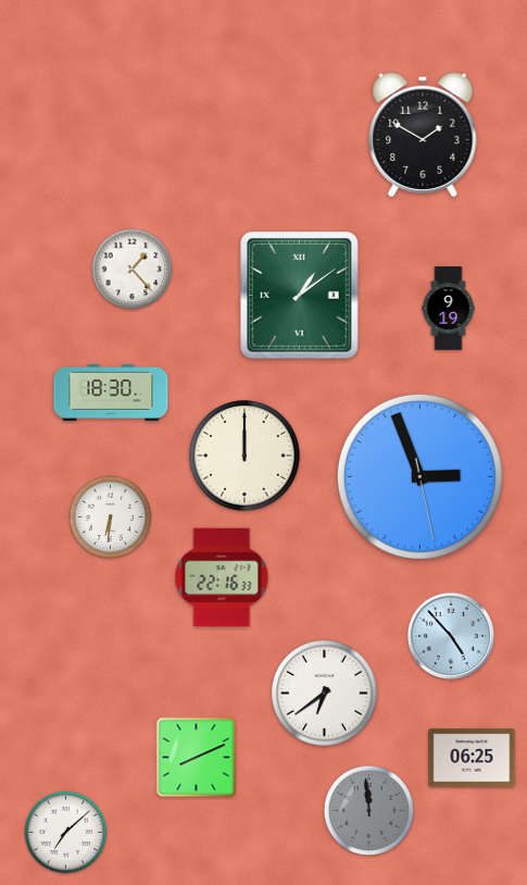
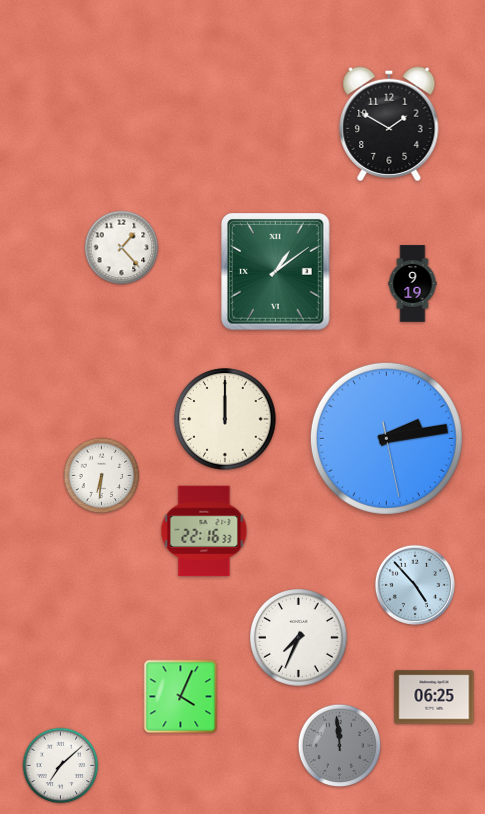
clock at (111, 392): 18:30 -> none
clock at (419, 476): 2:56 -> 2:13
clock at (325, 694): 6:39 -> 7:34
clock at (197, 758): 8:11 -> 4:04
